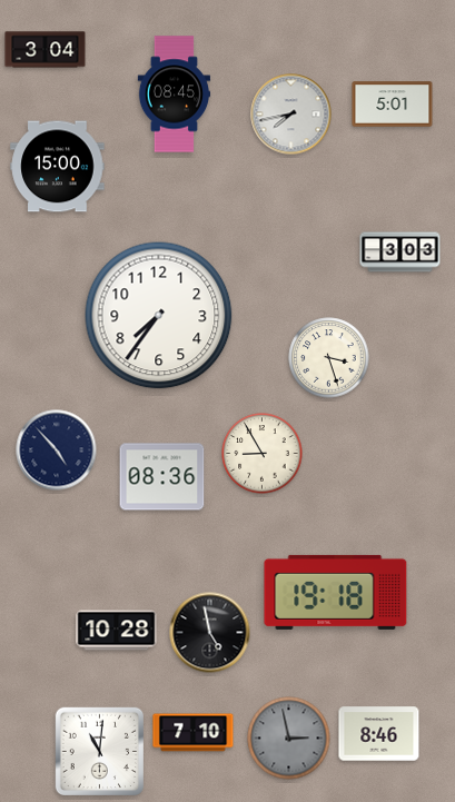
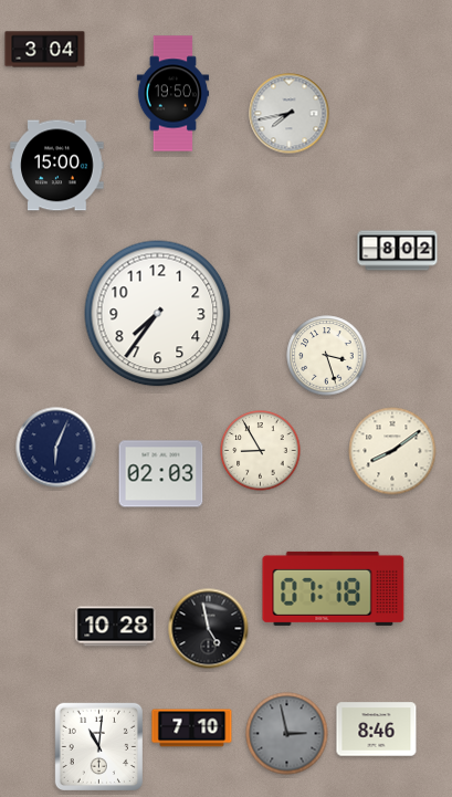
clock at (175, 95): 08:45 -> 19:50
clock at (393, 105): 5:01 -> none
clock at (400, 253): 3:03 -> 8:02
clock at (57, 450): 4:53 -> 6:04
clock at (392, 451): none -> 8:09
clock at (162, 477): 08:36 -> 02:03
clock at (336, 592): 19:18 -> 07:18
